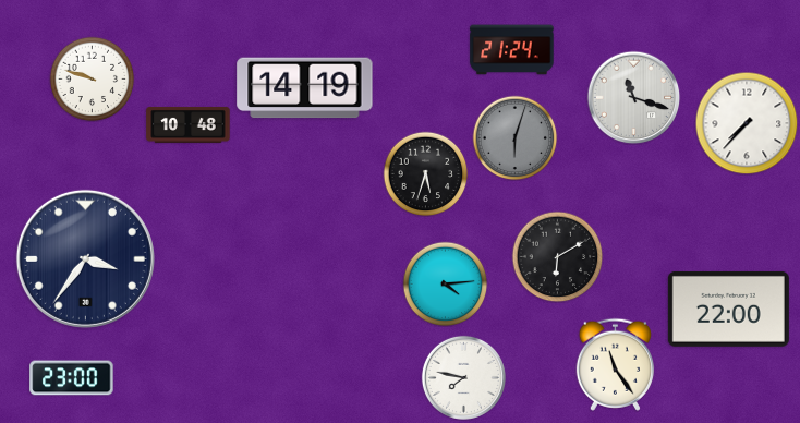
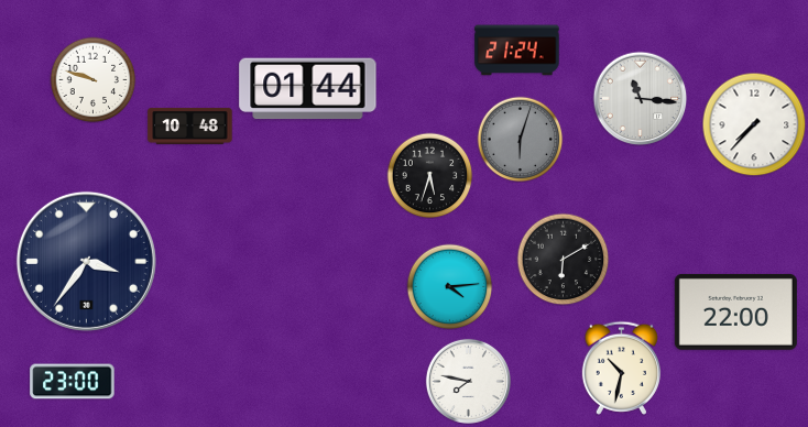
clock at (305, 88): 14:19 -> 01:44
clock at (633, 97): 11:18 -> 11:16
clock at (615, 364): 11:24 -> 10:32
